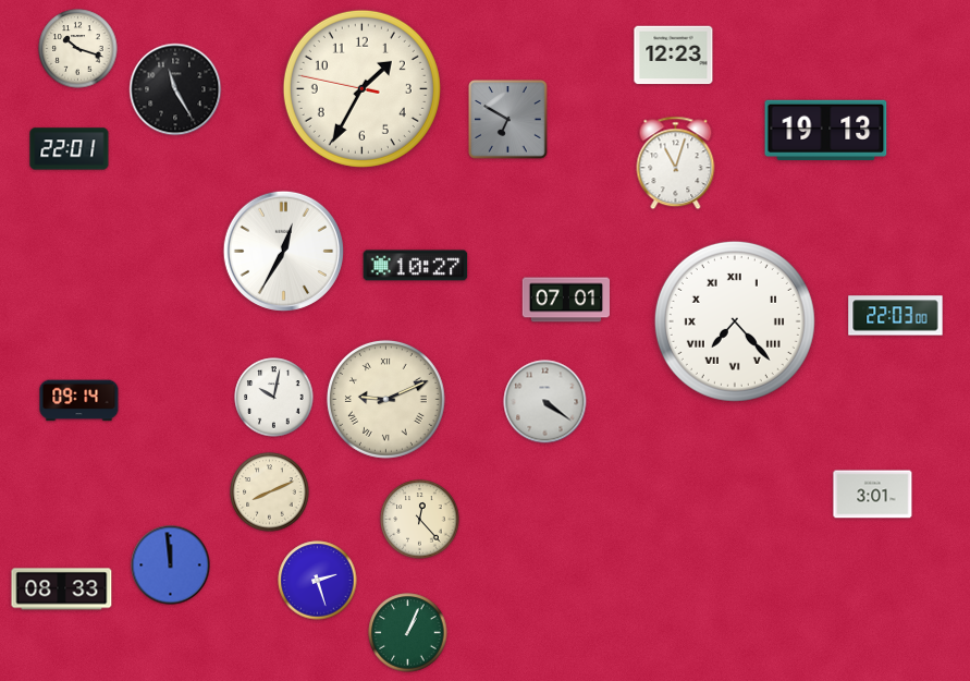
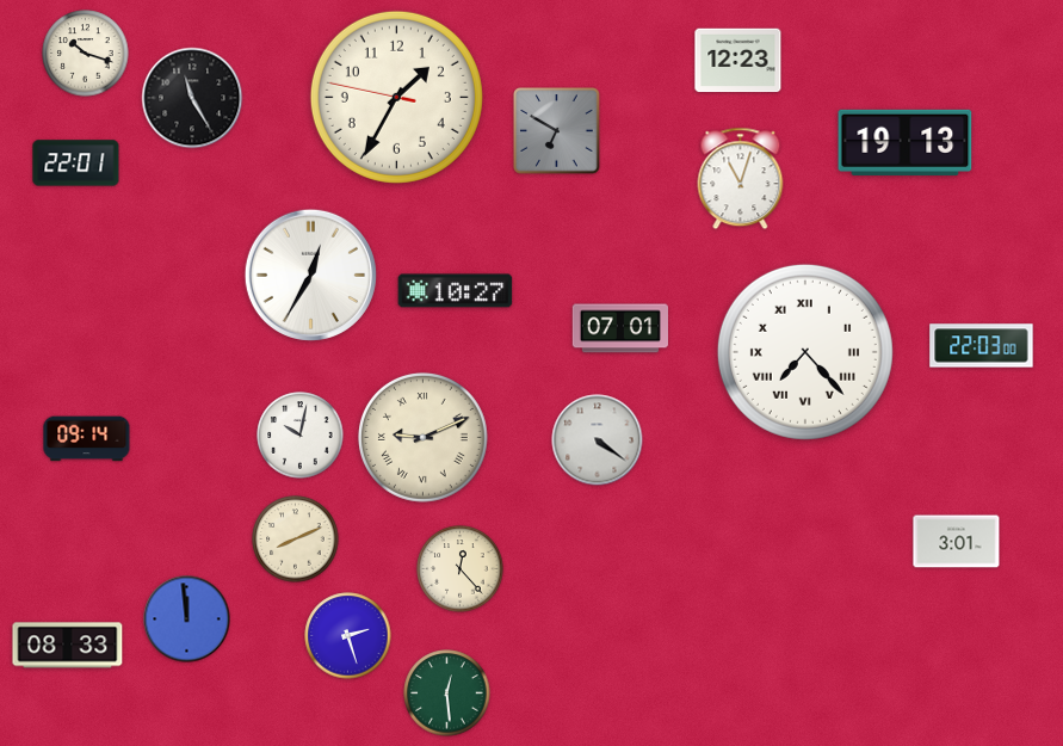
clock at (408, 633): 1:04 -> 12:29
